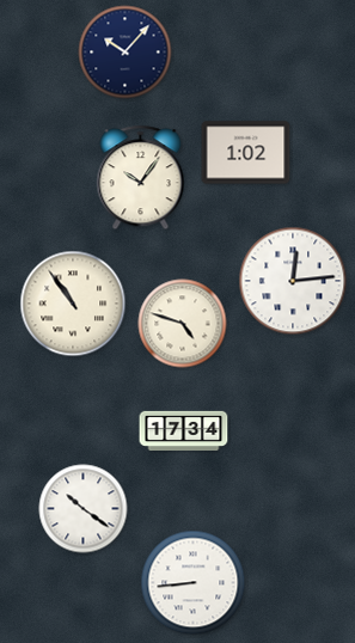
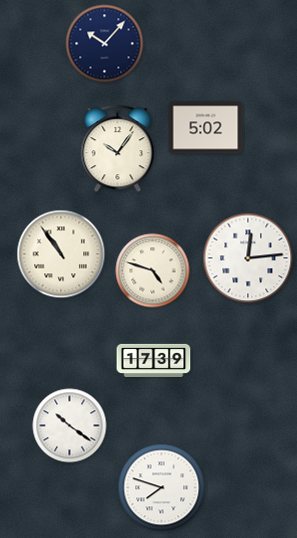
clock at (246, 153): 1:02 -> 5:02
clock at (293, 281) position: (293, 281) -> (248, 258)
clock at (184, 430): 17:34 -> 17:39
clock at (194, 583): 8:44 -> 7:48
